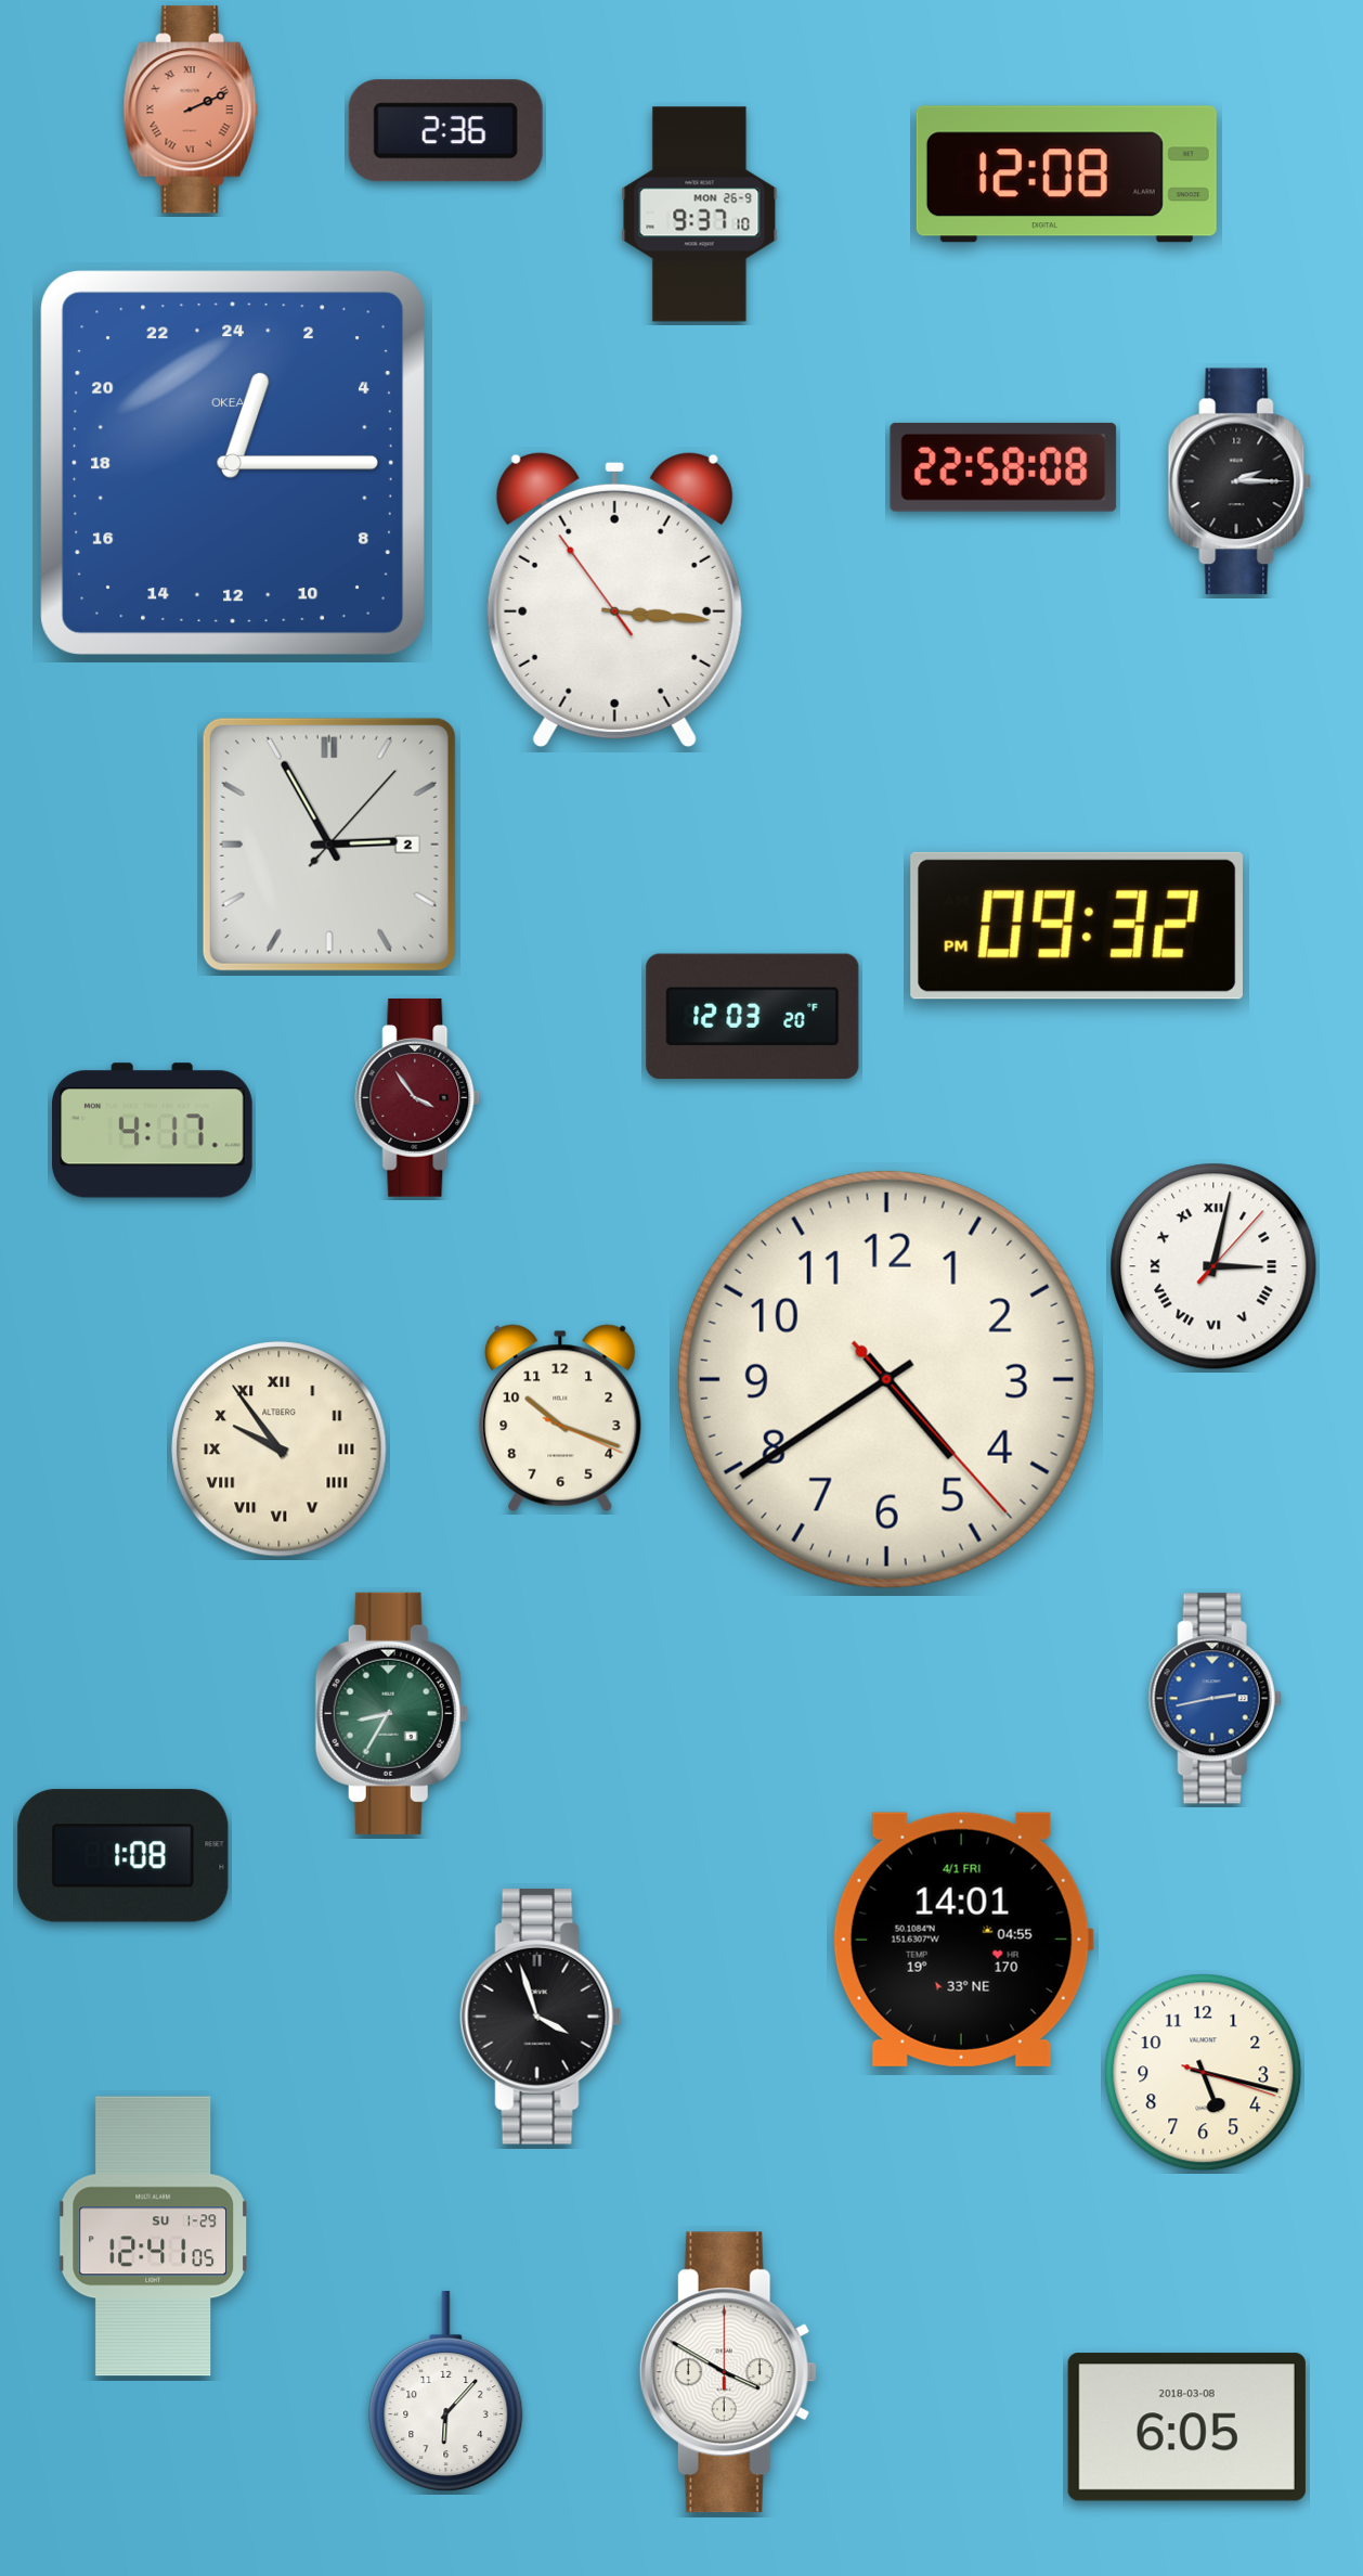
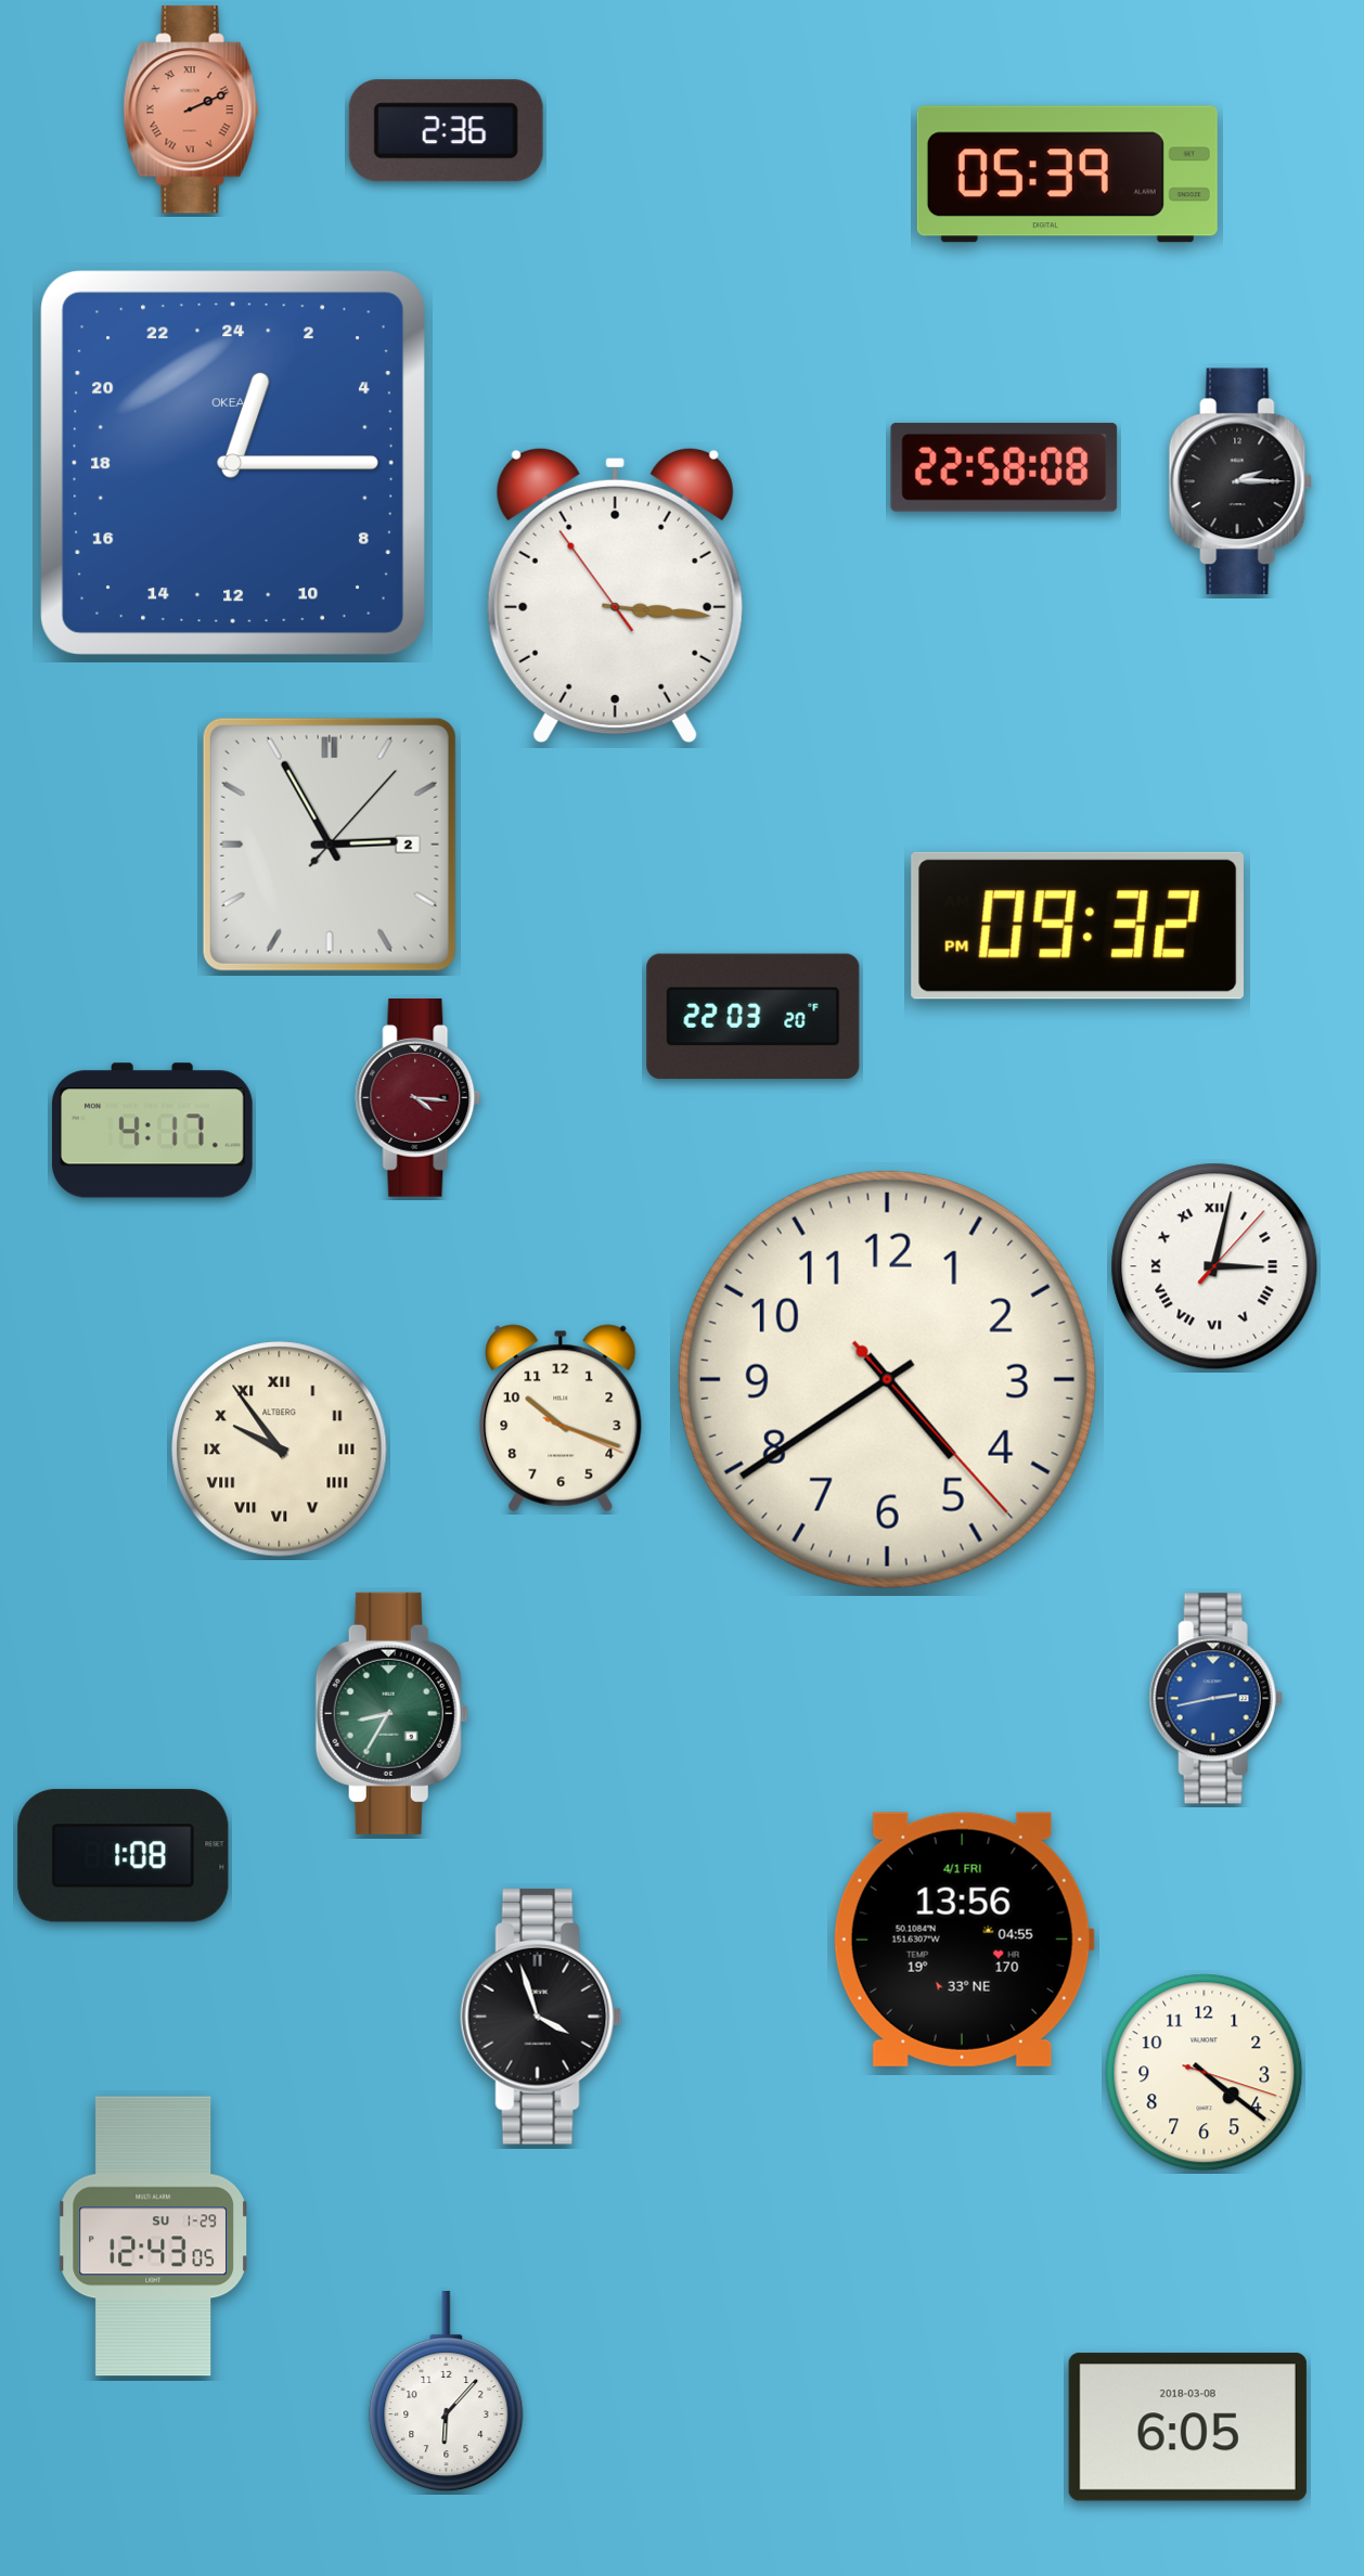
clock at (1066, 175): 12:08 -> 05:39
clock at (700, 215): 9:37 -> none
clock at (614, 600) position: (614, 600) -> (615, 595)
clock at (753, 1017): 12:03 -> 22:03
clock at (418, 1097): 3:54 -> 4:16
clock at (963, 1940): 14:01 -> 13:56
clock at (1204, 2073): 5:17 -> 4:21
clock at (153, 2237): 12:41 -> 12:43
clock at (728, 2372): 3:50 -> none
